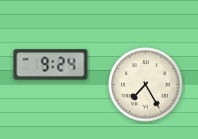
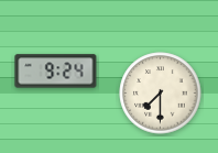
clock at (146, 85): 7:25 -> 7:30
